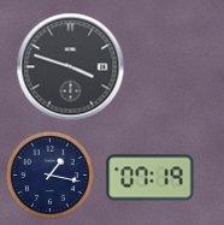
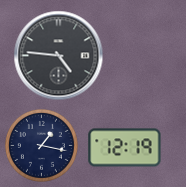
clock at (71, 67): 3:48 -> 4:46
clock at (151, 178): 07:19 -> 12:19
